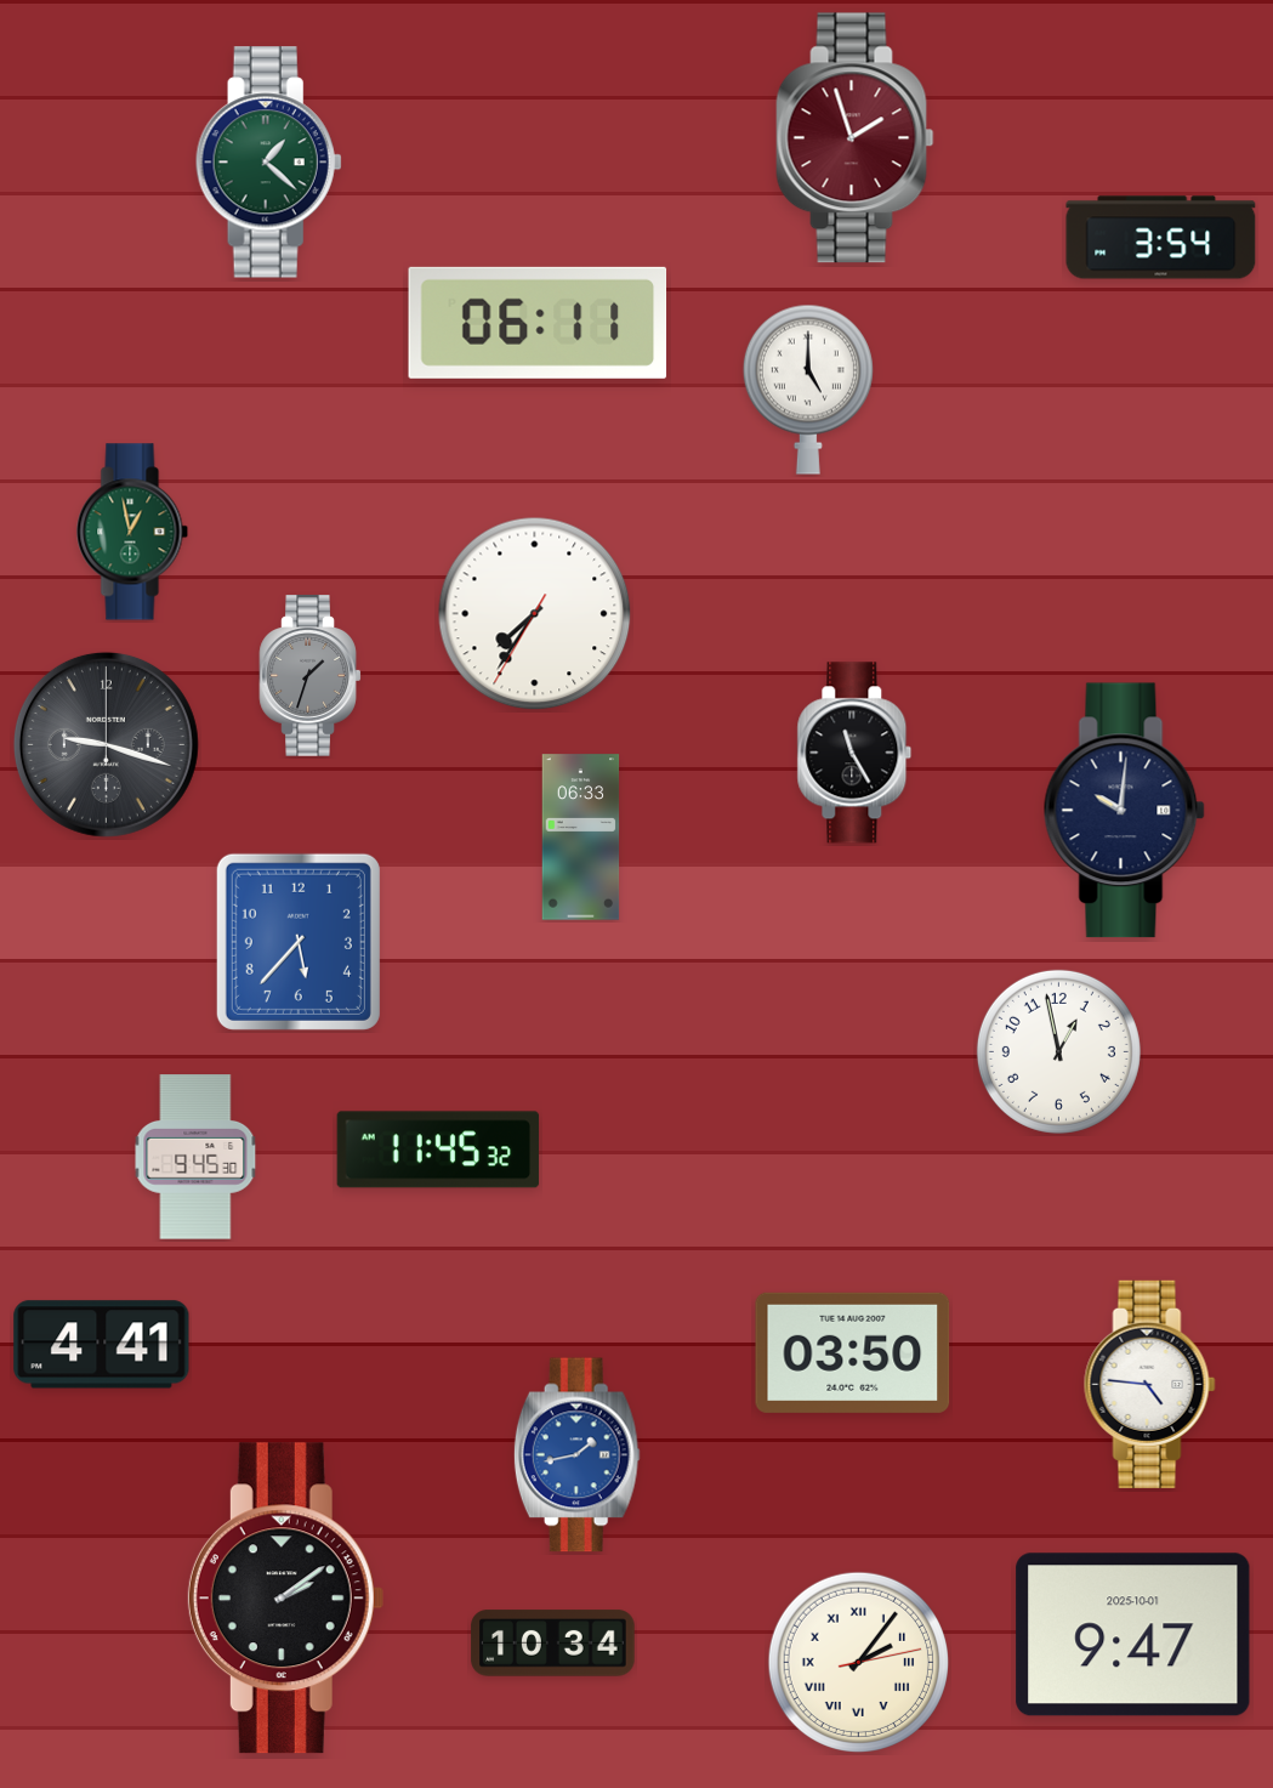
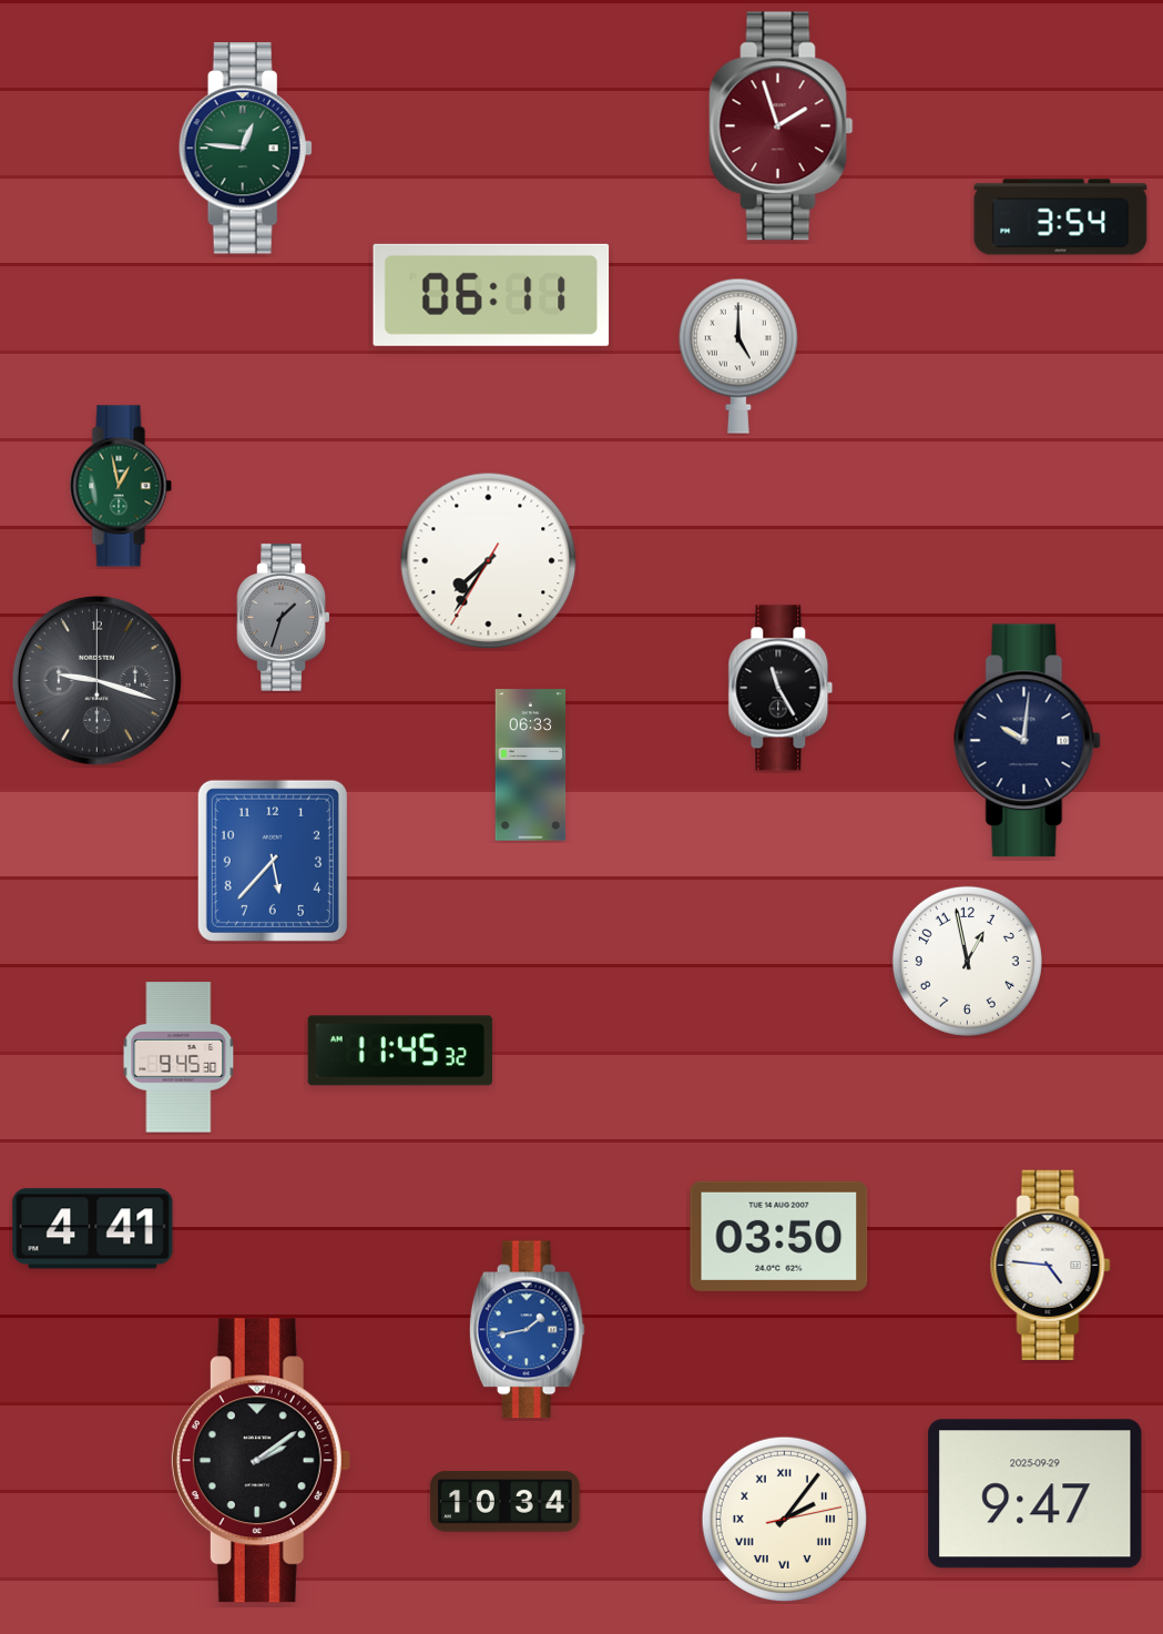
clock at (268, 163): 1:22 -> 12:46
clock at (1133, 1635) date: 2025-10-01 -> 2025-09-29
